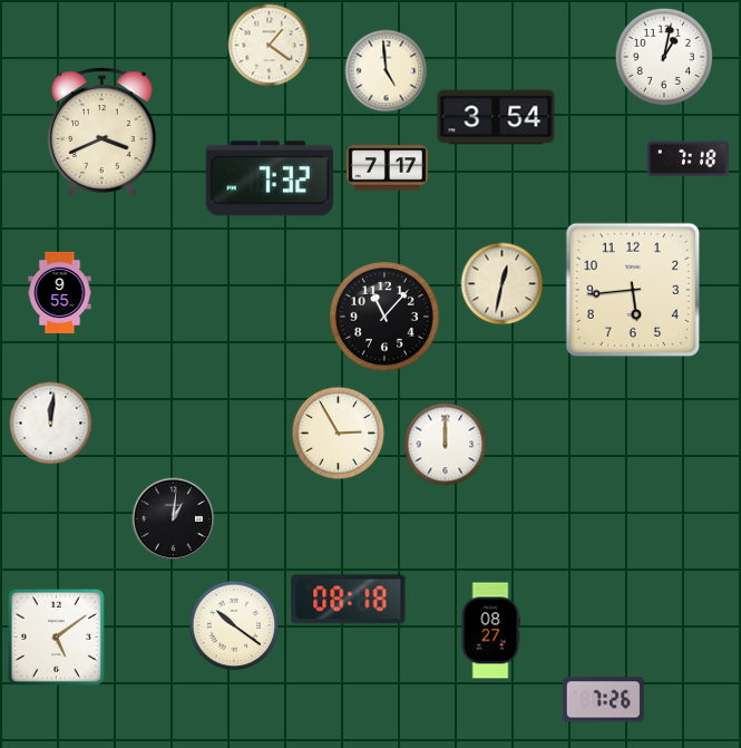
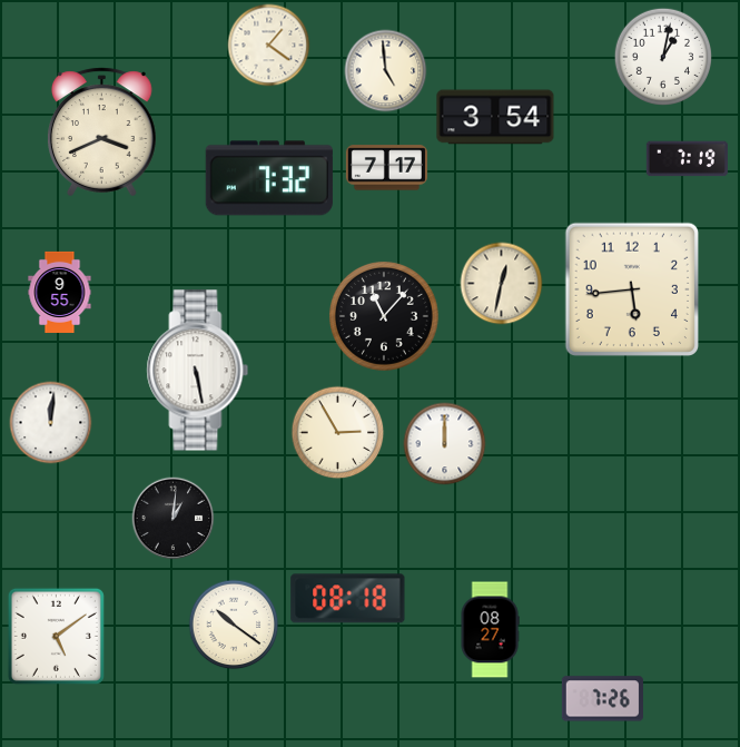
clock at (688, 159): 7:18 -> 7:19
clock at (198, 371): none -> 5:28
